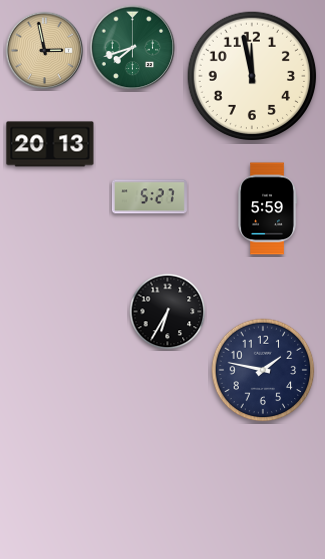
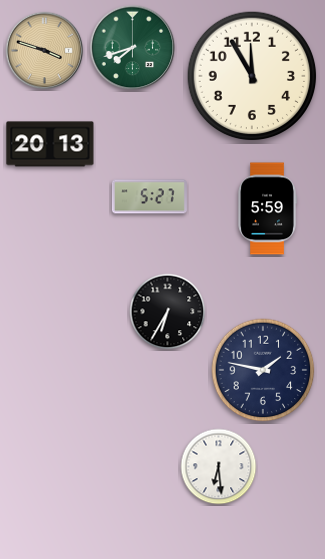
clock at (45, 51): 2:58 -> 3:48
clock at (252, 76): 11:58 -> 11:55
clock at (219, 467): none -> 6:29
